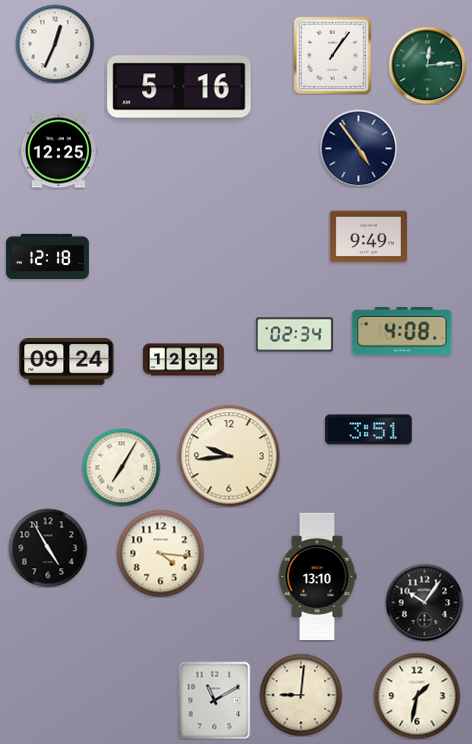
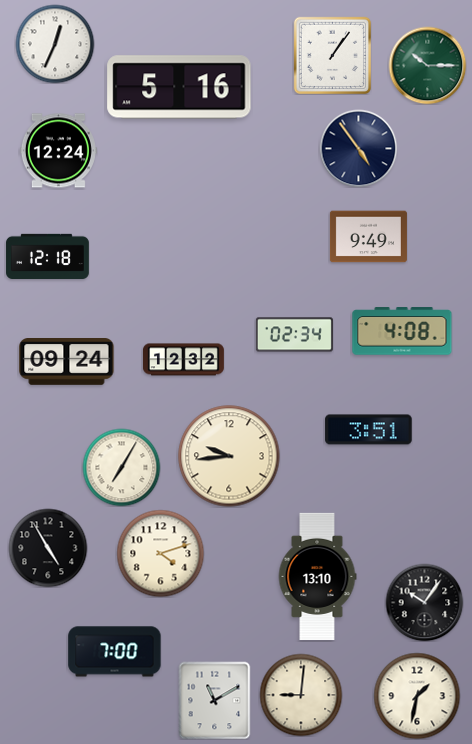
clock at (427, 65): 12:14 -> 10:15
clock at (58, 151): 12:25 -> 12:24
clock at (160, 553): 4:16 -> 4:12
clock at (115, 652): none -> 7:00
